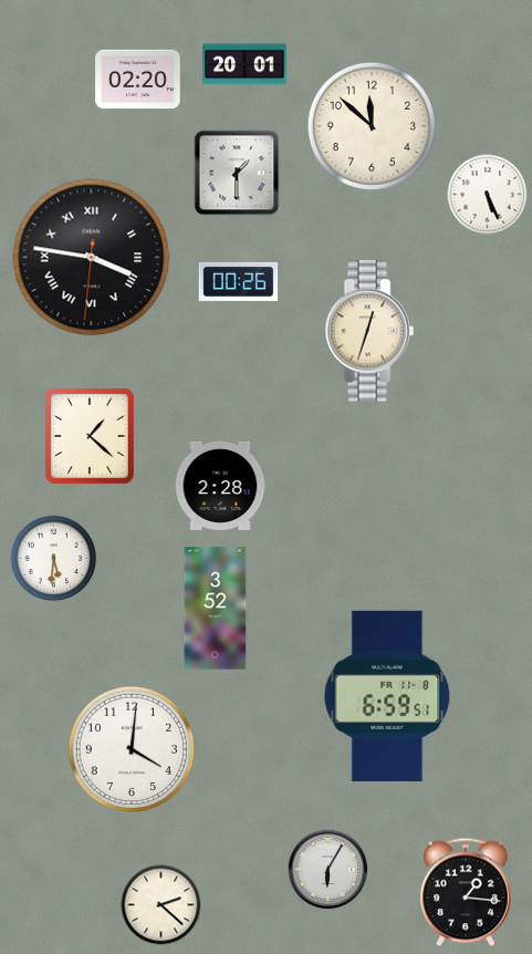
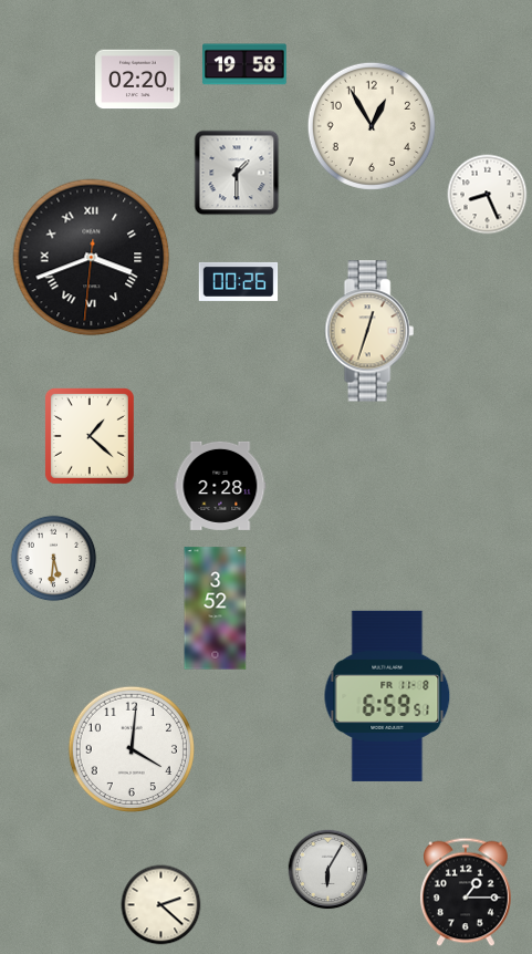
clock at (244, 64): 20:01 -> 19:58
clock at (372, 126): 11:52 -> 12:55
clock at (488, 195): 5:26 -> 8:26
clock at (92, 258): 3:46 -> 3:41
clock at (467, 892): 1:16 -> 1:15
